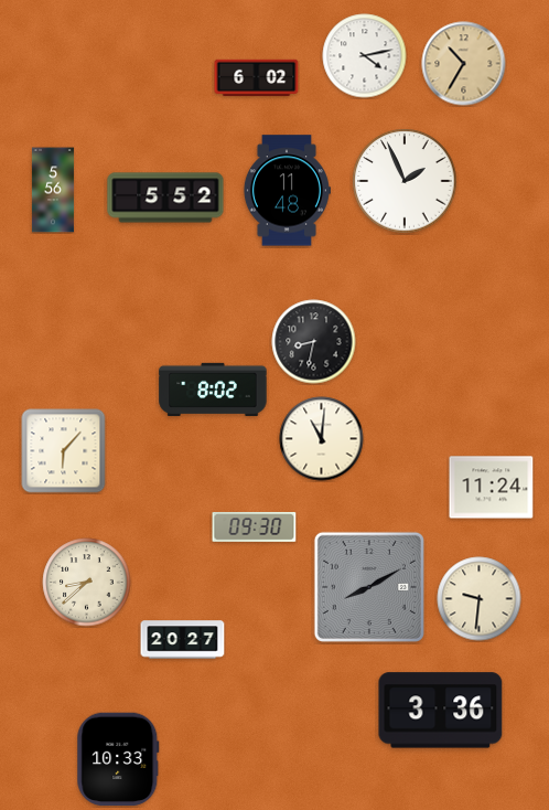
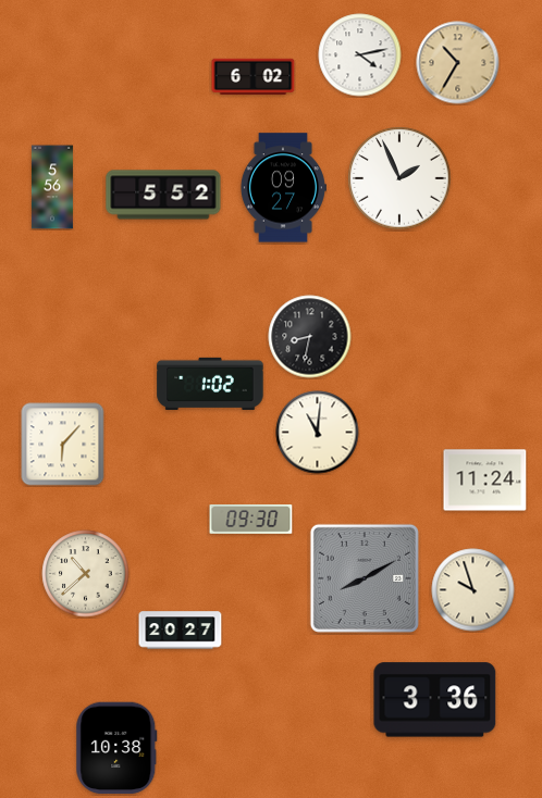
clock at (287, 191): 11:48 -> 09:27
clock at (213, 390): 8:02 -> 1:02
clock at (87, 583): 8:38 -> 10:38
clock at (480, 599): 9:31 -> 9:57
clock at (118, 759): 10:33 -> 10:38
